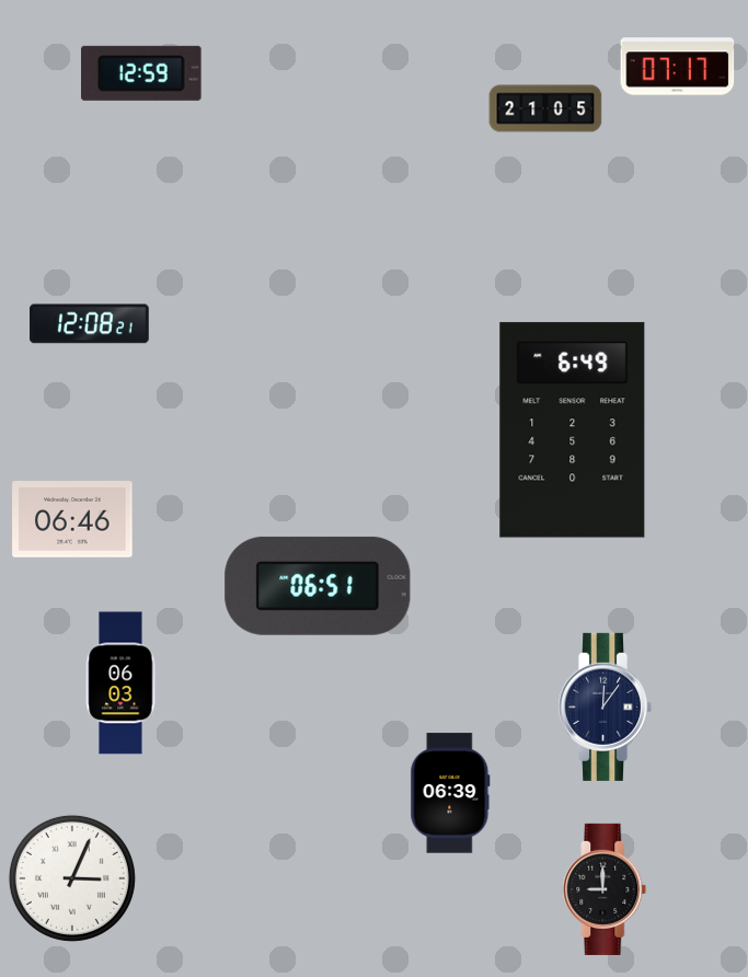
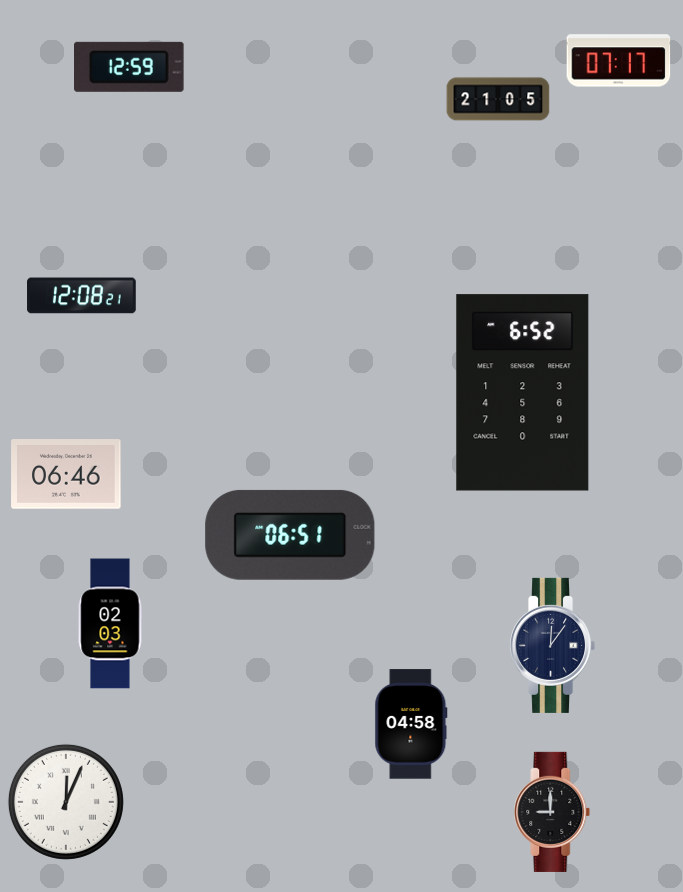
clock at (573, 430): 6:49 -> 6:52
clock at (120, 683): 06:03 -> 02:03
clock at (450, 793): 06:39 -> 04:58
clock at (72, 878): 3:04 -> 12:04
